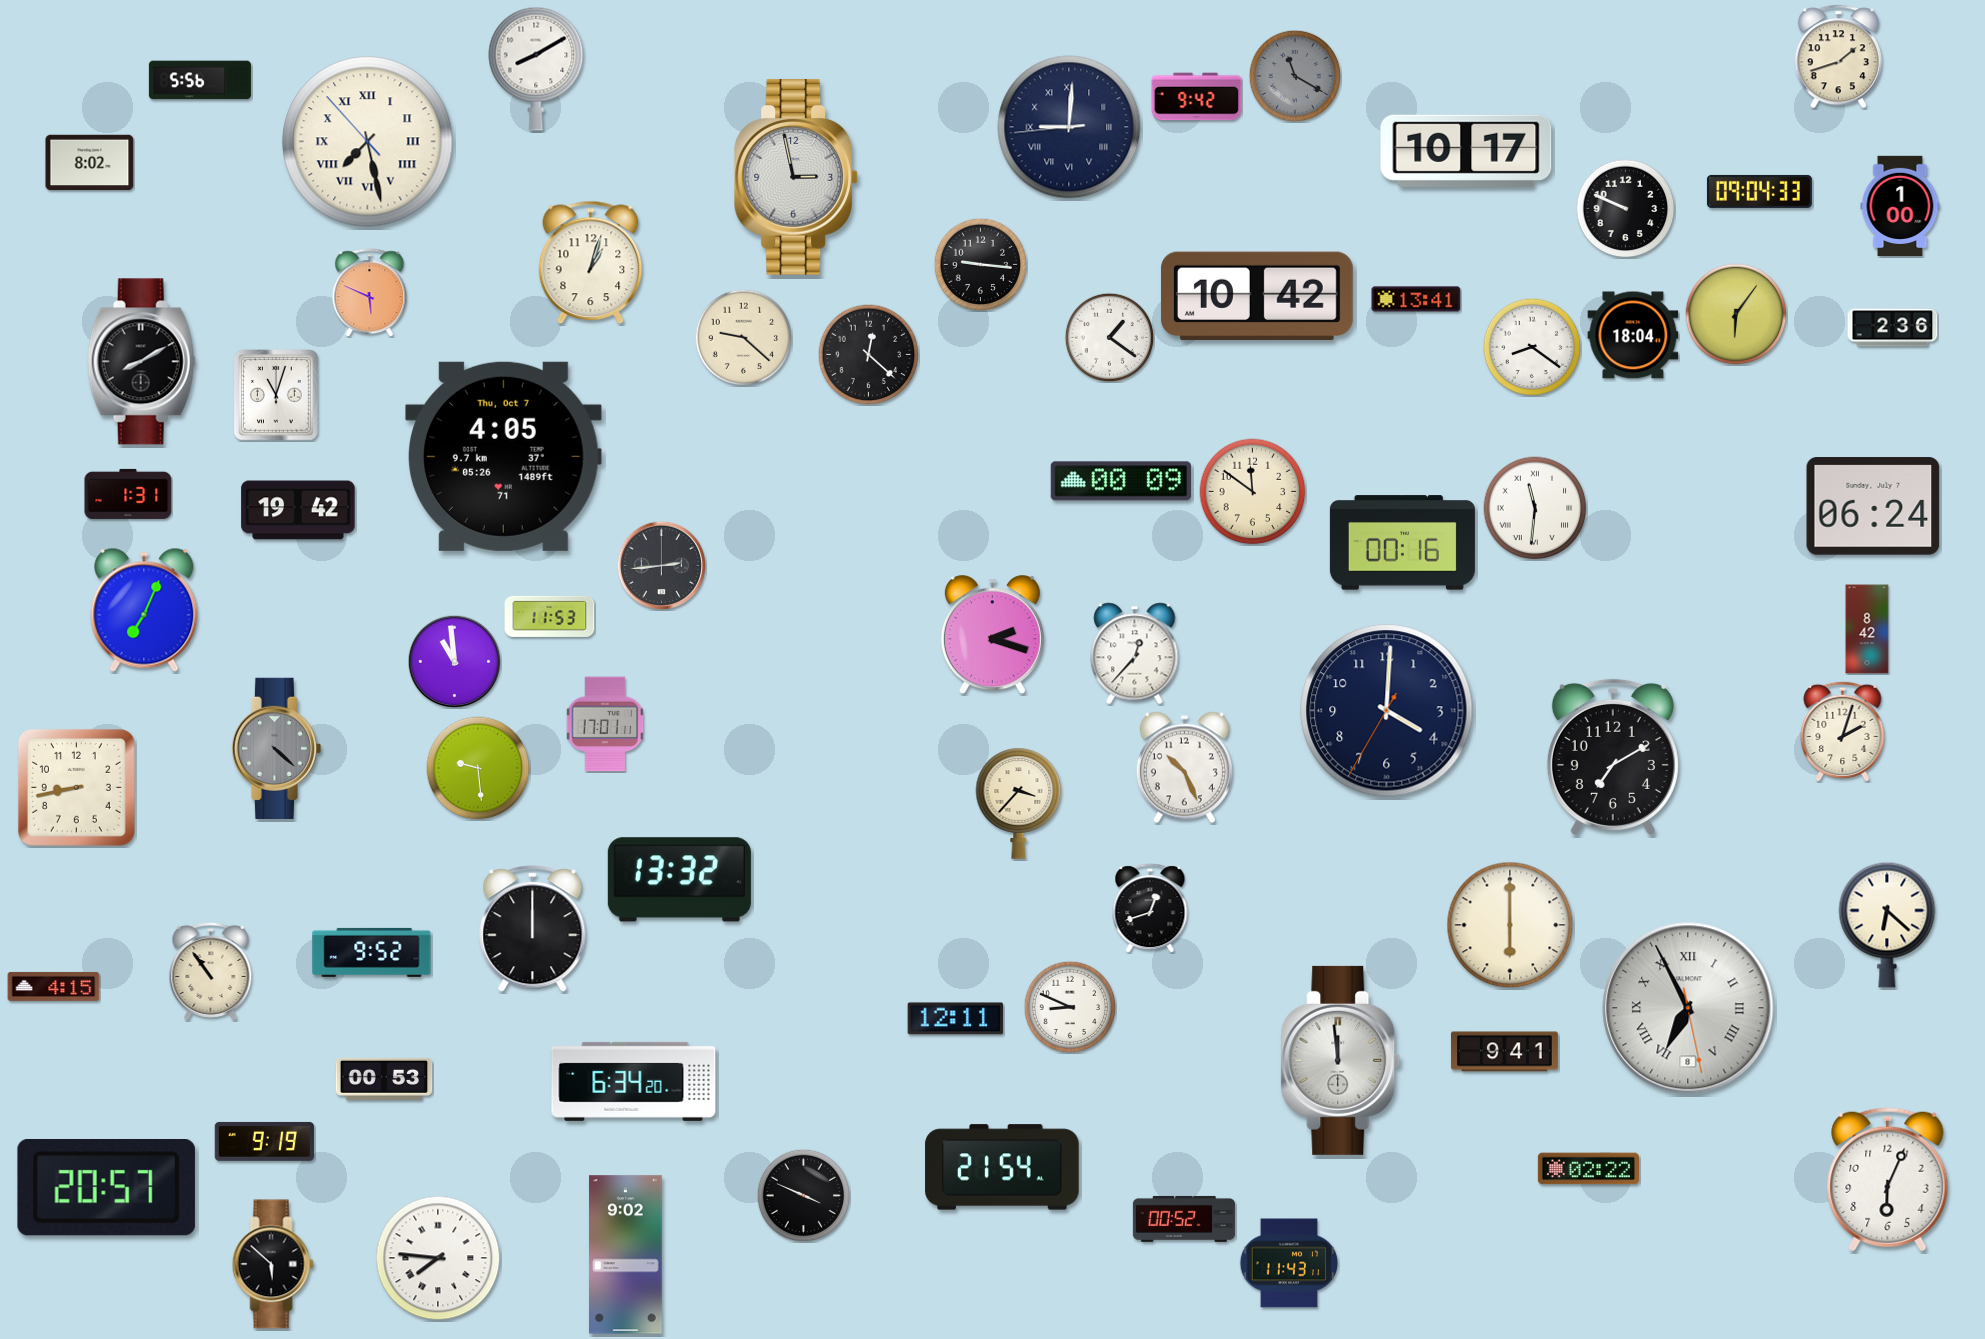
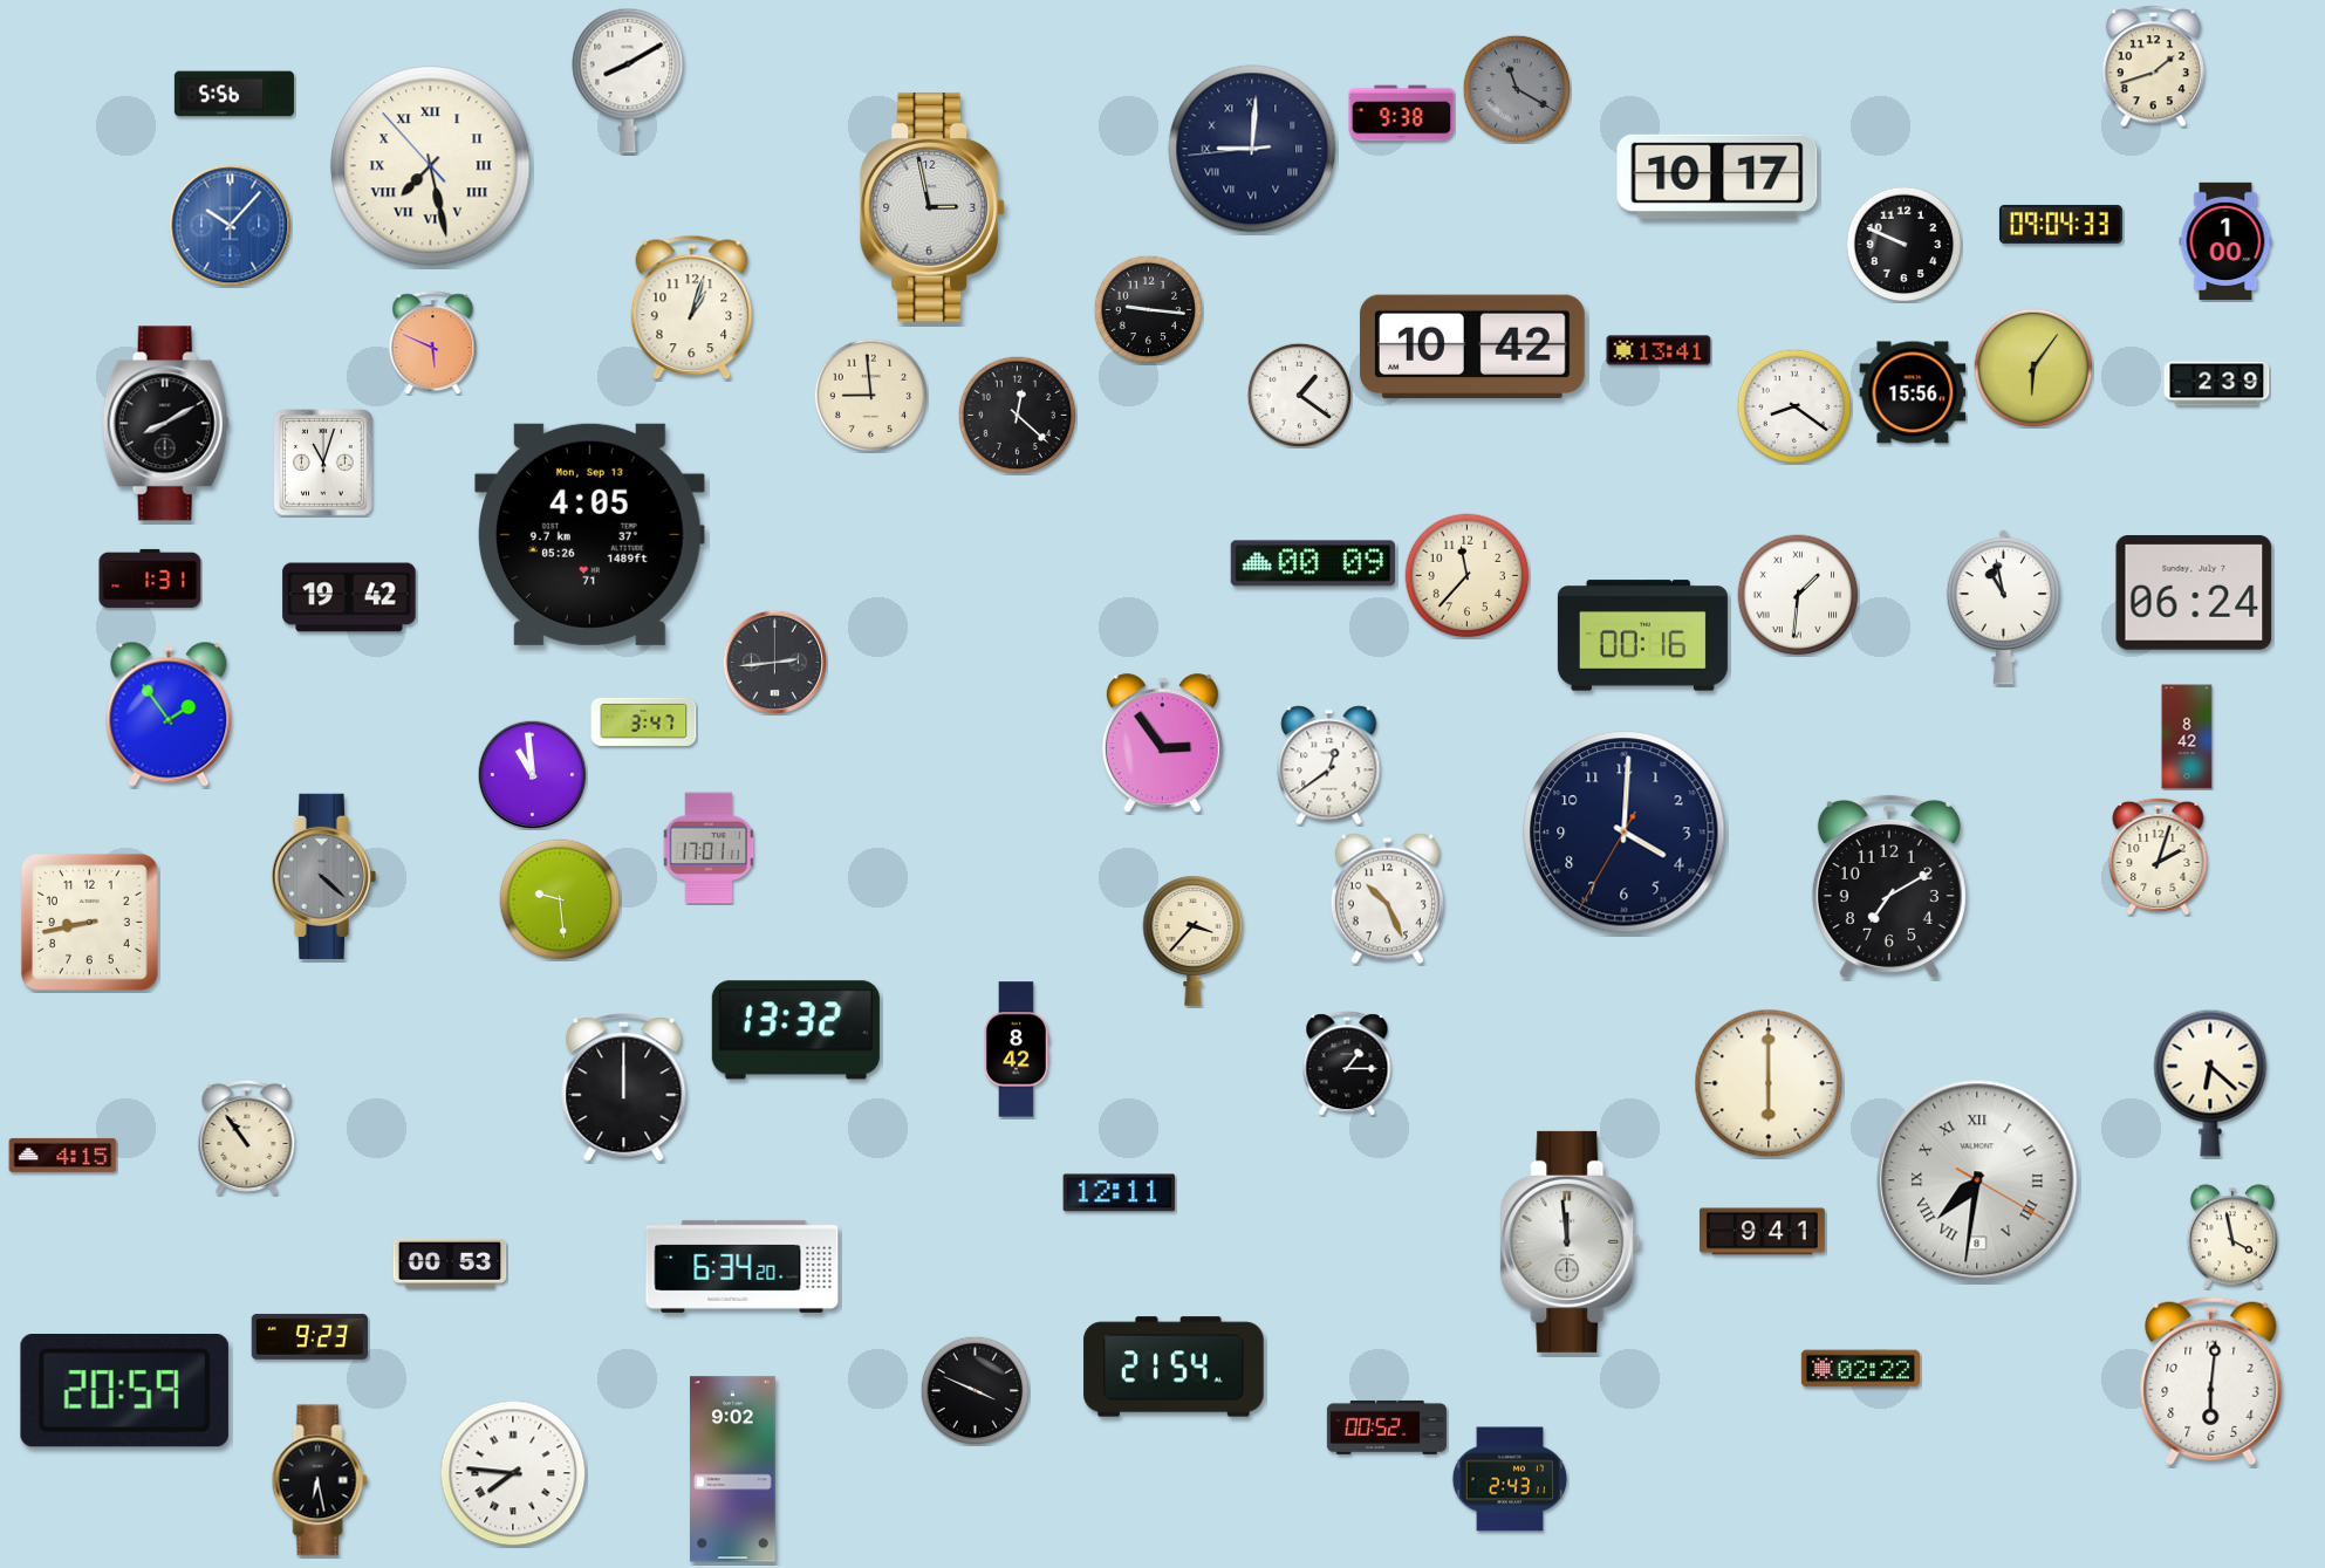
clock at (1197, 97): 9:42 -> 9:38
clock at (90, 163): 8:02 -> none
clock at (231, 226): none -> 10:07
clock at (1893, 328): 2:36 -> 2:39
clock at (1633, 335): 18:04 -> 15:56
clock at (743, 337): 9:22 -> 8:59
clock at (504, 456) date: Thu, Oct 7 -> Mon, Sep 13
clock at (1253, 492): 11:51 -> 11:37
clock at (1535, 508): 11:31 -> 1:31
clock at (2003, 607): none -> 10:58
clock at (144, 610): 7:04 -> 1:54
clock at (550, 616): 11:53 -> 3:47
clock at (992, 635): 2:18 -> 2:54
clock at (1135, 654): 12:37 -> 12:39
clock at (1017, 1049): none -> 8:42
clock at (1150, 908): 12:42 -> 1:15
clock at (372, 952): 9:52 -> none
clock at (1070, 1007): 8:49 -> none
clock at (1688, 1008): 6:55 -> 7:31
clock at (2232, 1237): none -> 3:58
clock at (264, 1141): 9:19 -> 9:23
clock at (1888, 1180): 6:04 -> 6:01
clock at (106, 1188): 20:57 -> 20:59
clock at (803, 1195) position: (803, 1195) -> (975, 1390)
clock at (1289, 1263): 11:43 -> 2:43
clock at (273, 1264): 5:52 -> 6:28
